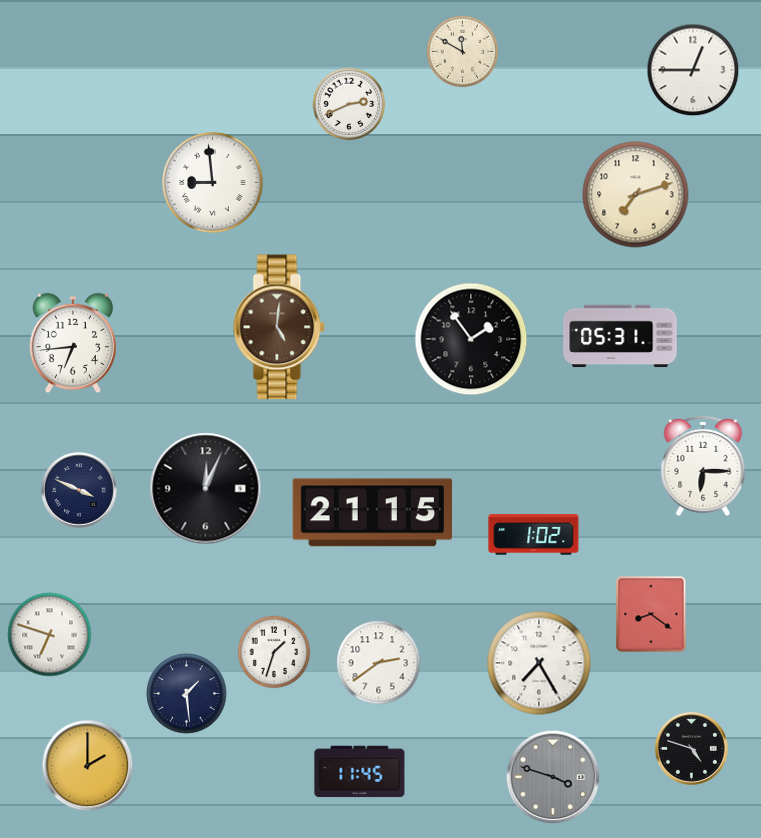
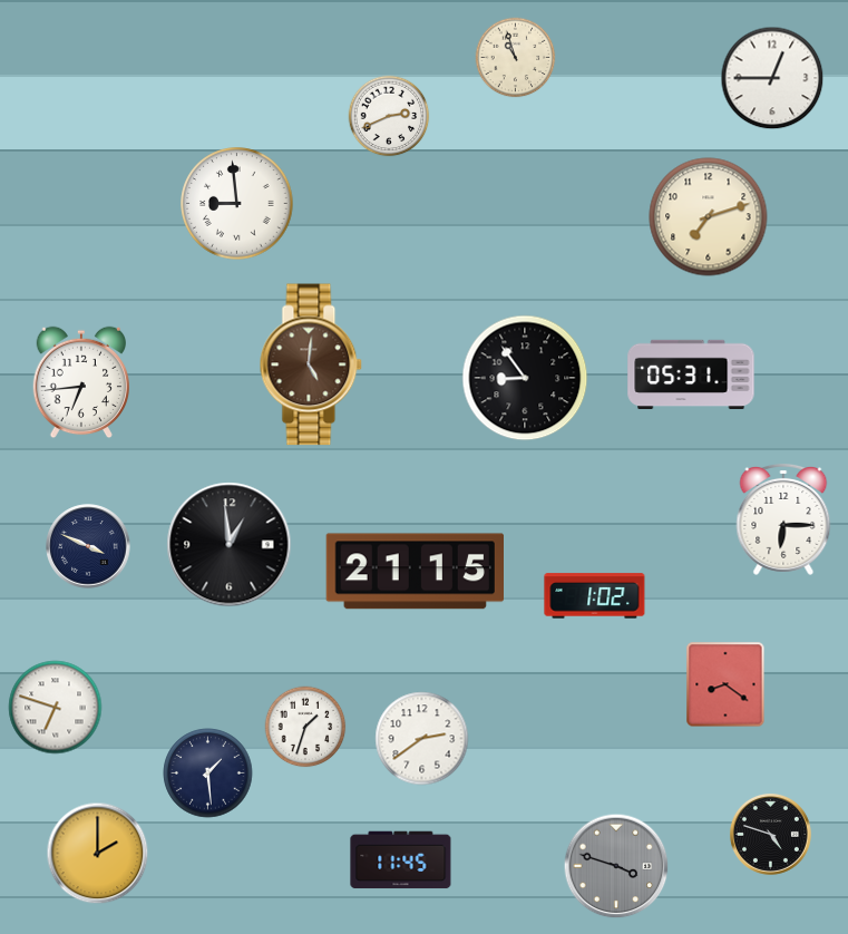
clock at (463, 52): 11:50 -> 10:57
clock at (471, 339): 1:54 -> 8:54
clock at (206, 489): 12:04 -> 12:59
clock at (539, 663): 7:25 -> none
